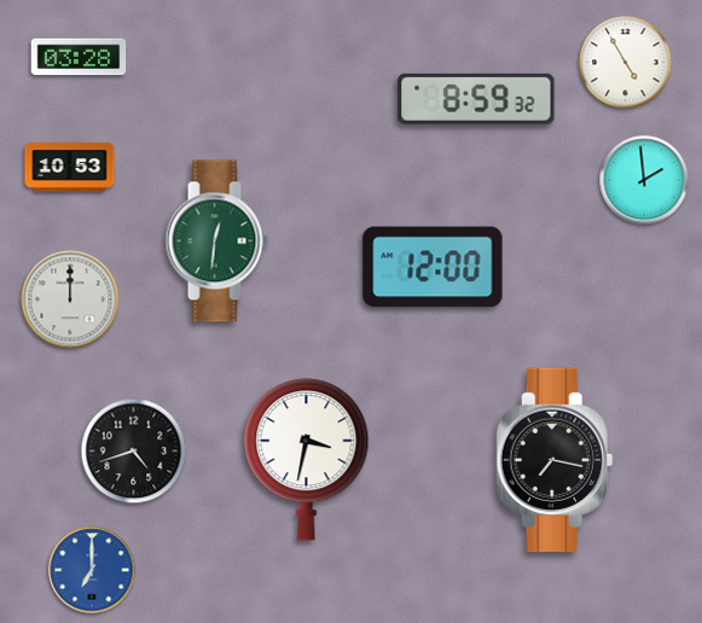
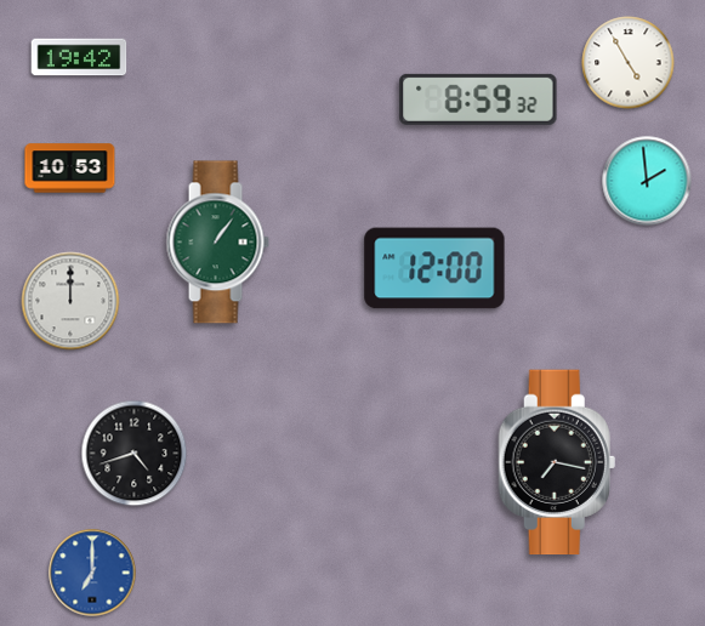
clock at (79, 57): 03:28 -> 19:42
clock at (216, 241): 12:31 -> 1:06
clock at (307, 460): 3:32 -> none
